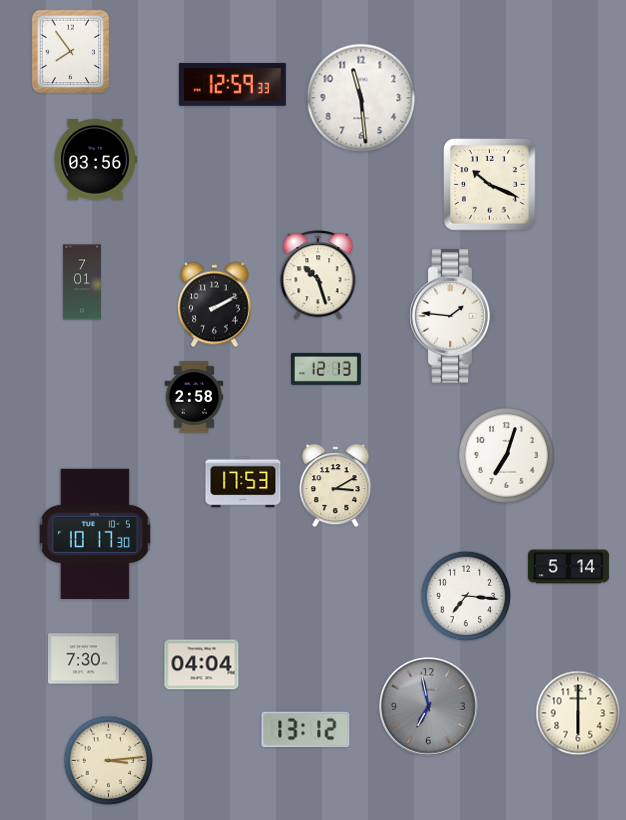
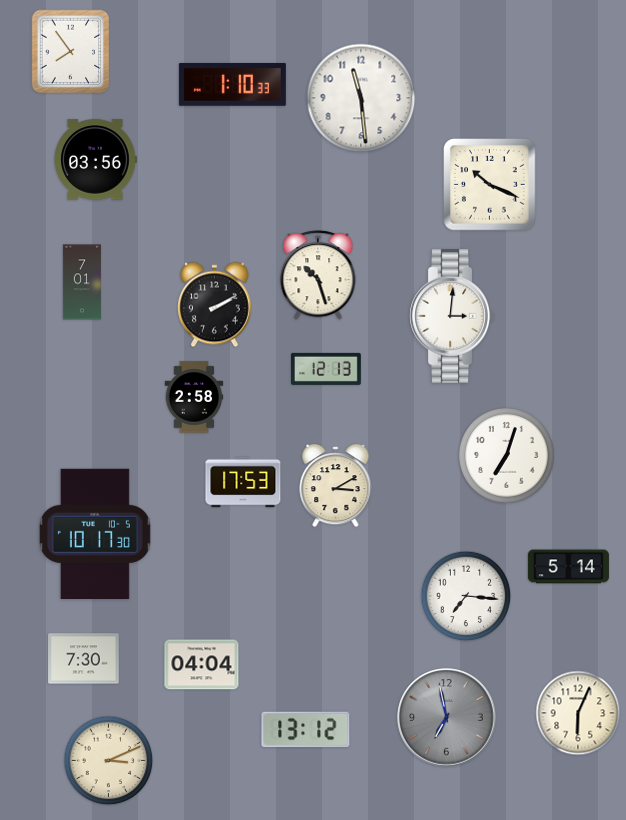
clock at (232, 84): 12:59 -> 1:10
clock at (452, 316): 1:46 -> 3:01
clock at (429, 707) position: (429, 707) -> (447, 718)
clock at (578, 713): 6:00 -> 6:04
clock at (109, 761): 3:14 -> 3:11
